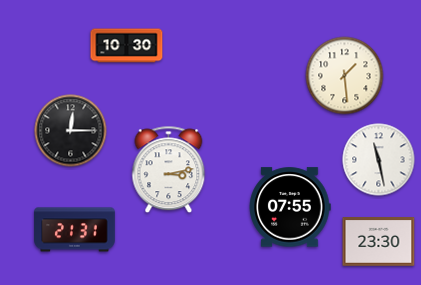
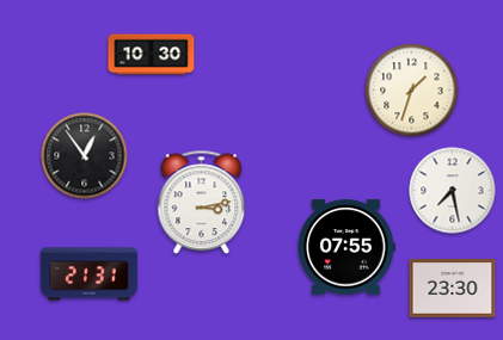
clock at (345, 76): 1:29 -> 1:33
clock at (71, 131): 12:15 -> 12:54
clock at (379, 160): 11:28 -> 7:28
